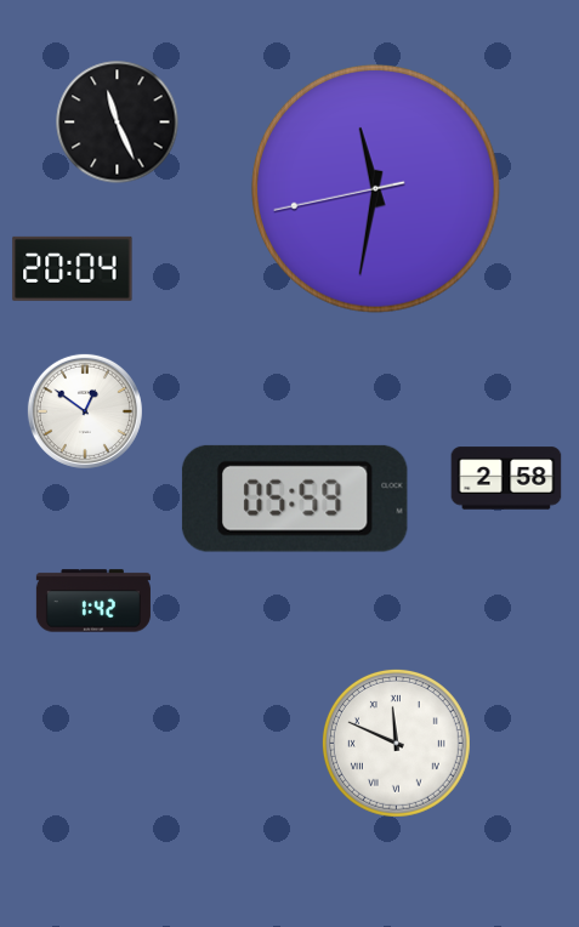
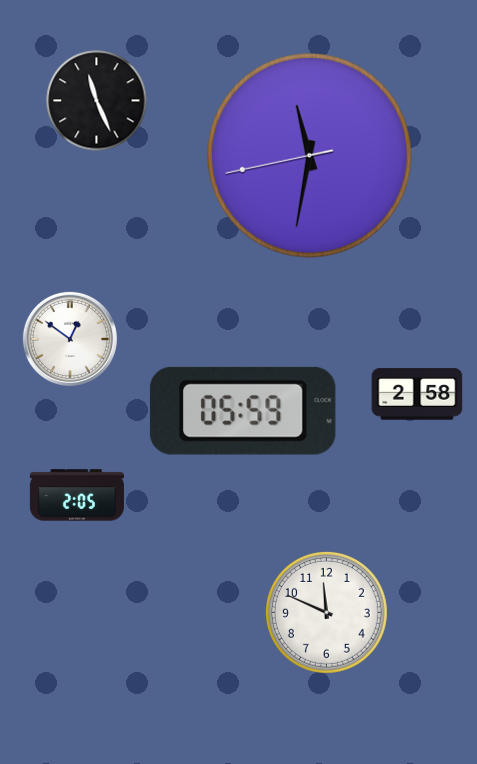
clock at (73, 268): 20:04 -> none
clock at (93, 601): 1:42 -> 2:05
clock at (396, 743) numerals: Roman -> Arabic
